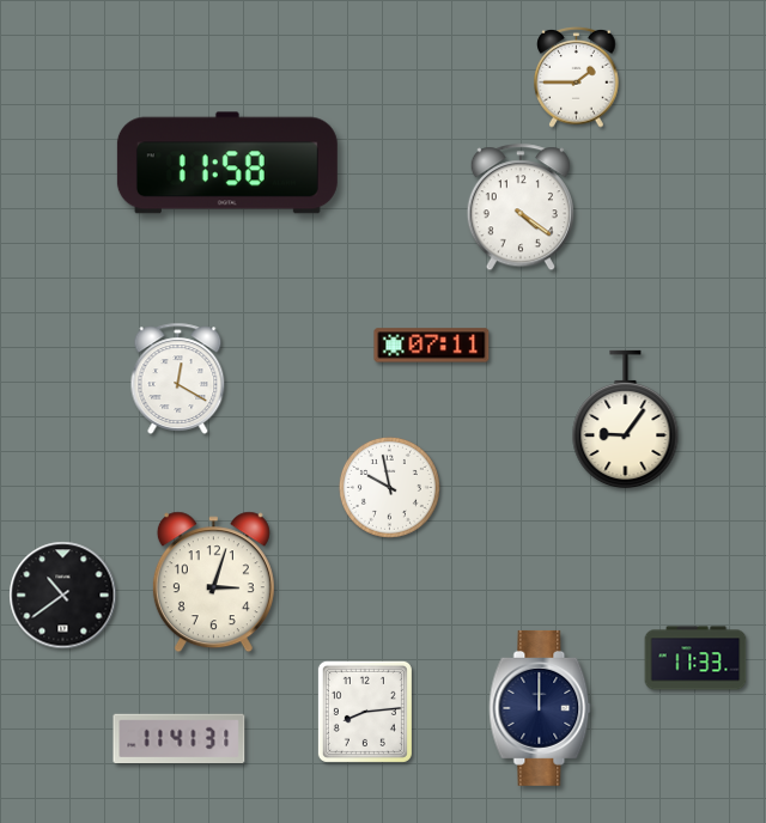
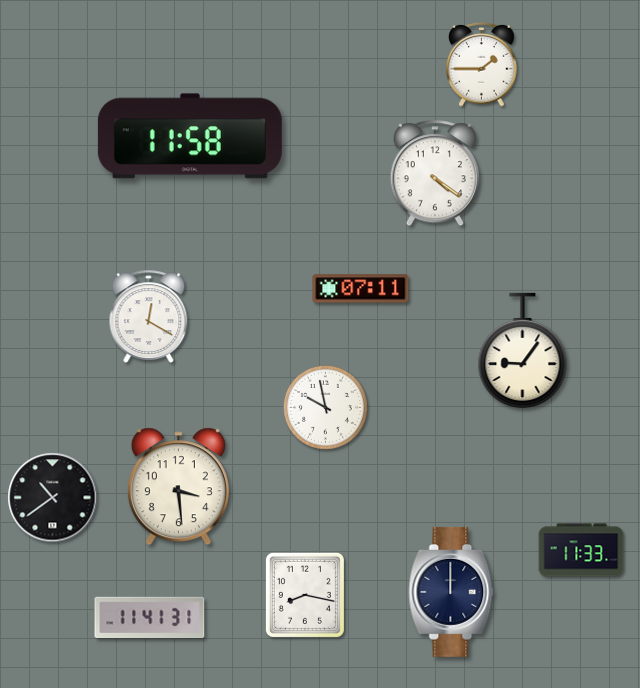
clock at (213, 583): 3:03 -> 3:29
clock at (365, 712): 8:14 -> 8:17
